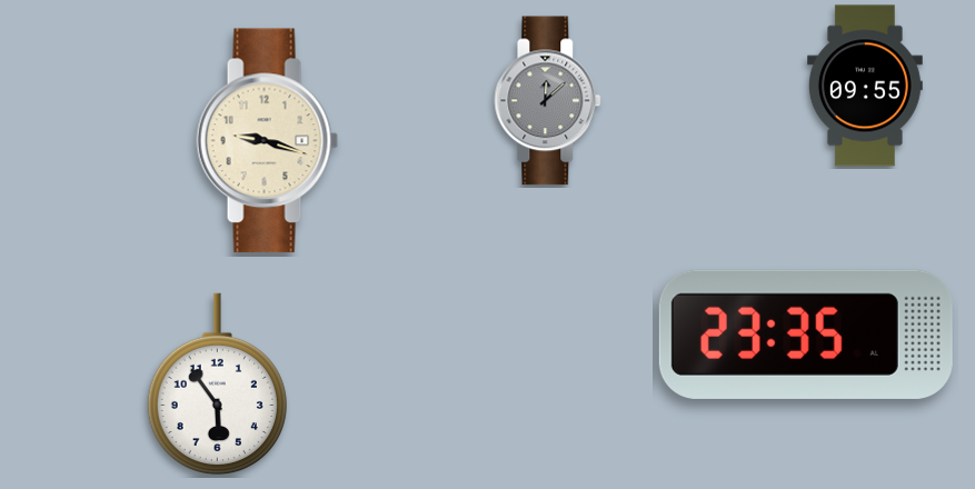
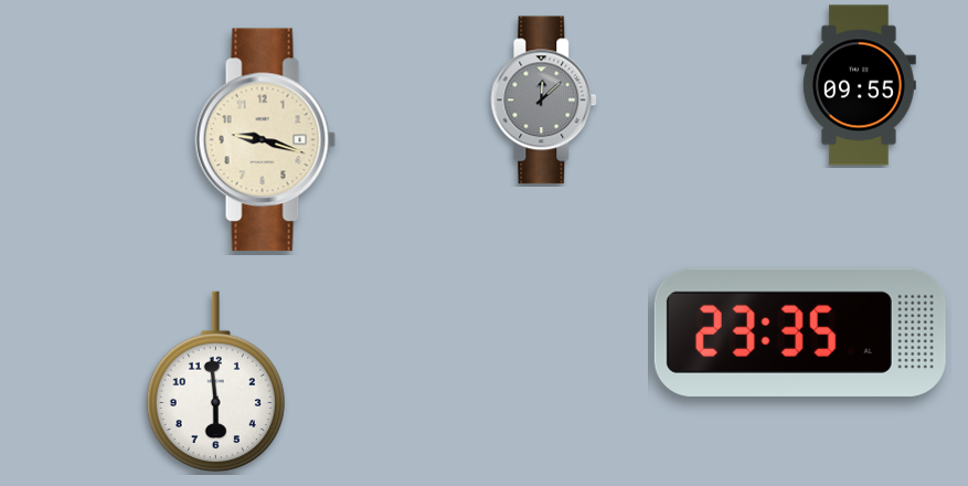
clock at (217, 385): 5:54 -> 5:59
